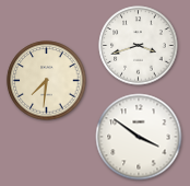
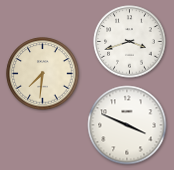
clock at (139, 46) position: (139, 46) -> (130, 42)
clock at (139, 137): 3:51 -> 3:49
